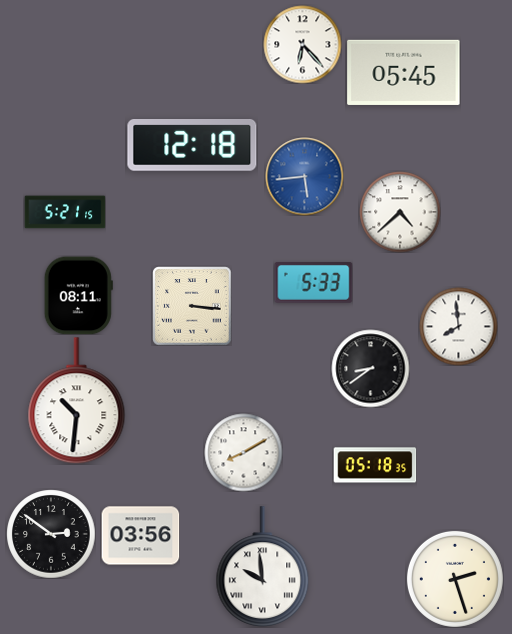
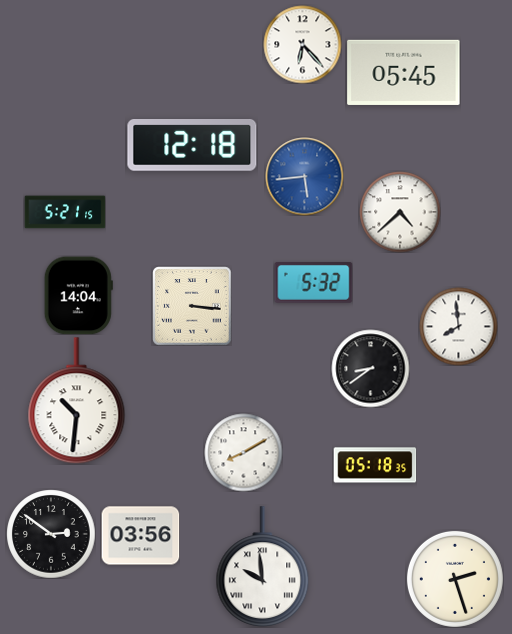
clock at (313, 283): 5:33 -> 5:32
clock at (78, 295): 08:11 -> 14:04
